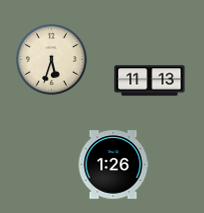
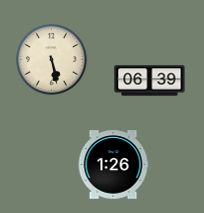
clock at (52, 60): 5:33 -> 5:28
clock at (150, 81): 11:13 -> 06:39
